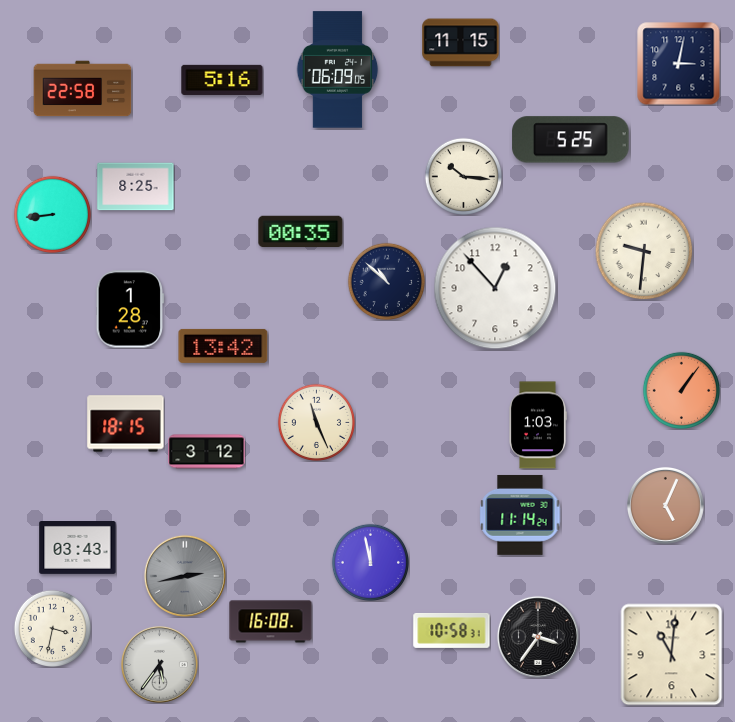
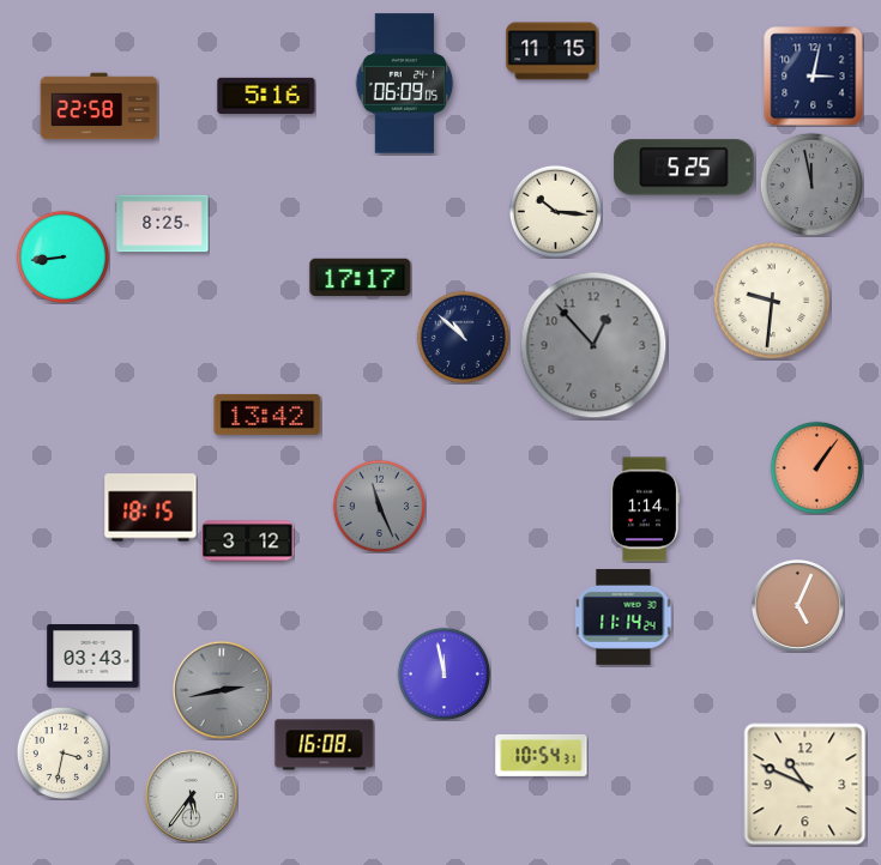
clock at (811, 185): none -> 11:58
clock at (301, 231): 00:35 -> 17:17
clock at (495, 288) dial: white -> grey
clock at (130, 309): 1:28 -> none
clock at (316, 422) dial: cream -> grey
clock at (538, 425): 1:03 -> 1:14
clock at (452, 630): 10:58 -> 10:54
clock at (538, 637): 3:36 -> none
clock at (672, 655): 11:01 -> 10:49
